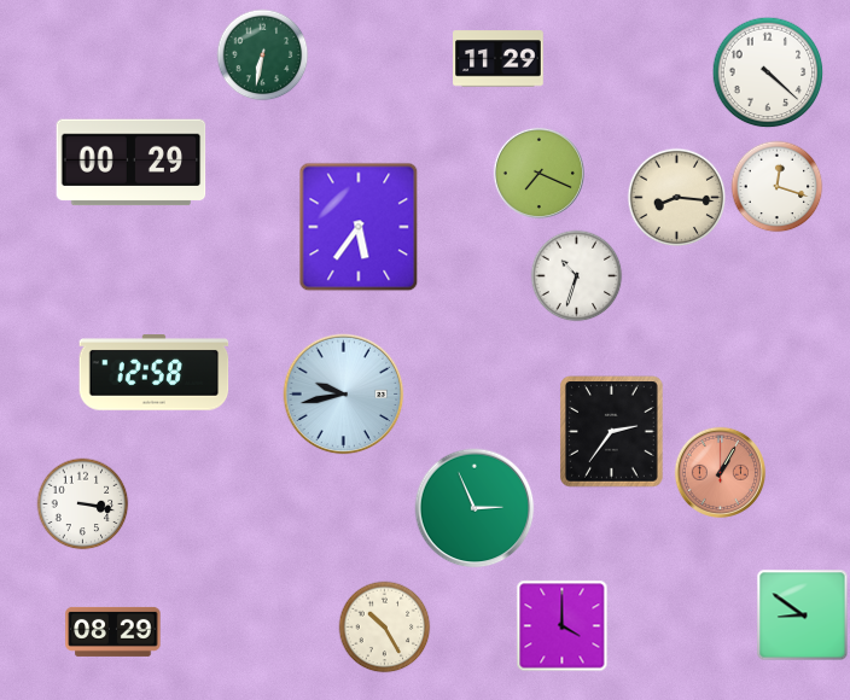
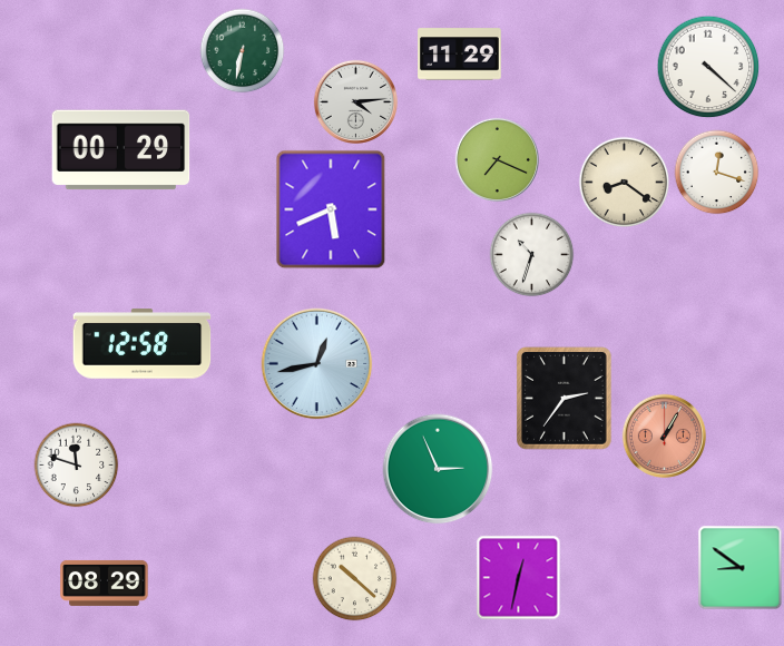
clock at (355, 101): none -> 4:14
clock at (677, 198): 8:16 -> 8:21
clock at (359, 227): 5:36 -> 5:41
clock at (344, 395): 9:43 -> 12:43
clock at (83, 504): 3:17 -> 11:48
clock at (563, 626): 4:00 -> 12:32
clock at (385, 628): 10:25 -> 10:22
